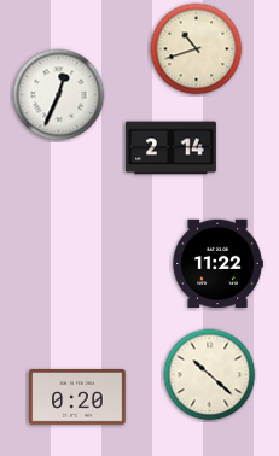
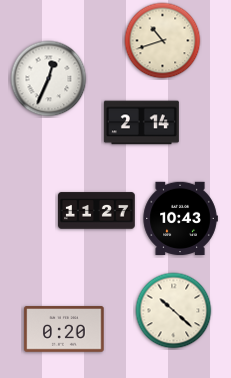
clock at (97, 211): none -> 11:27
clock at (217, 264): 11:22 -> 10:43
